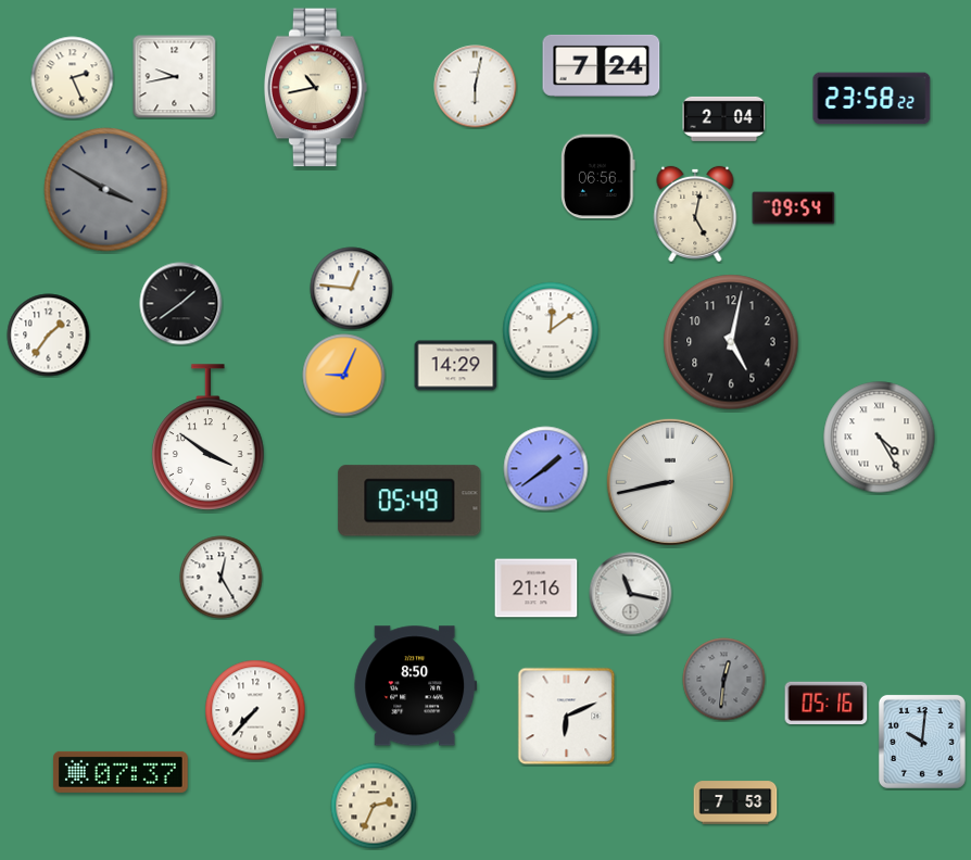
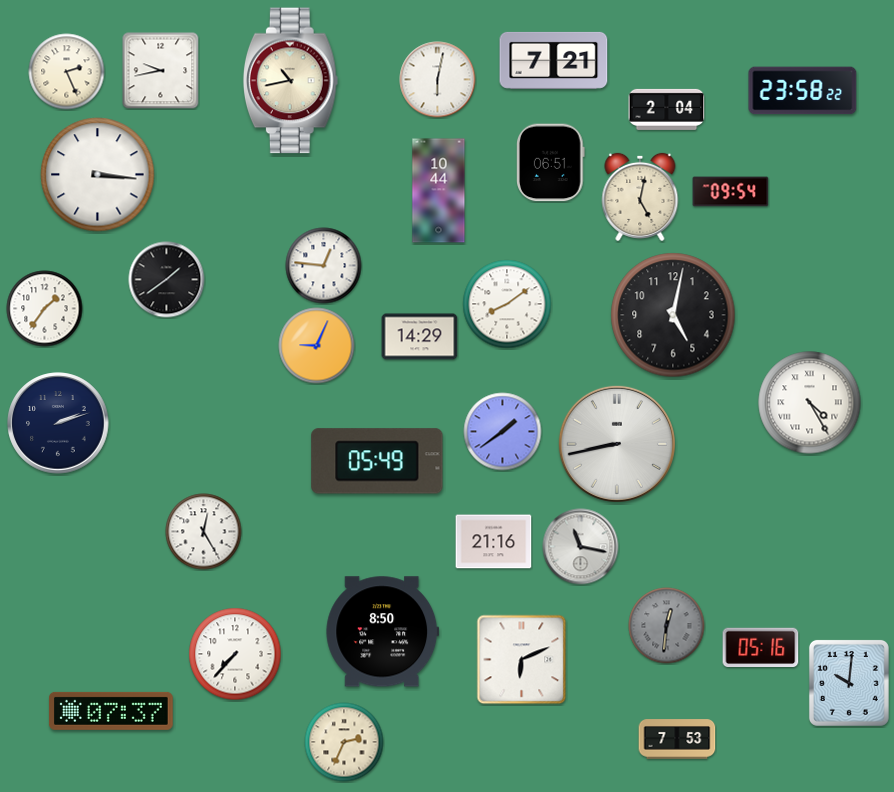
clock at (602, 65): 7:24 -> 7:21
clock at (598, 177): 06:56 -> 06:51
clock at (106, 190): 3:50 -> 3:16
clock at (106, 190) dial: grey -> white
clock at (439, 191): none -> 10:44
clock at (551, 330): 12:09 -> 8:09
clock at (209, 438): 3:51 -> none
clock at (58, 423): none -> 2:12
